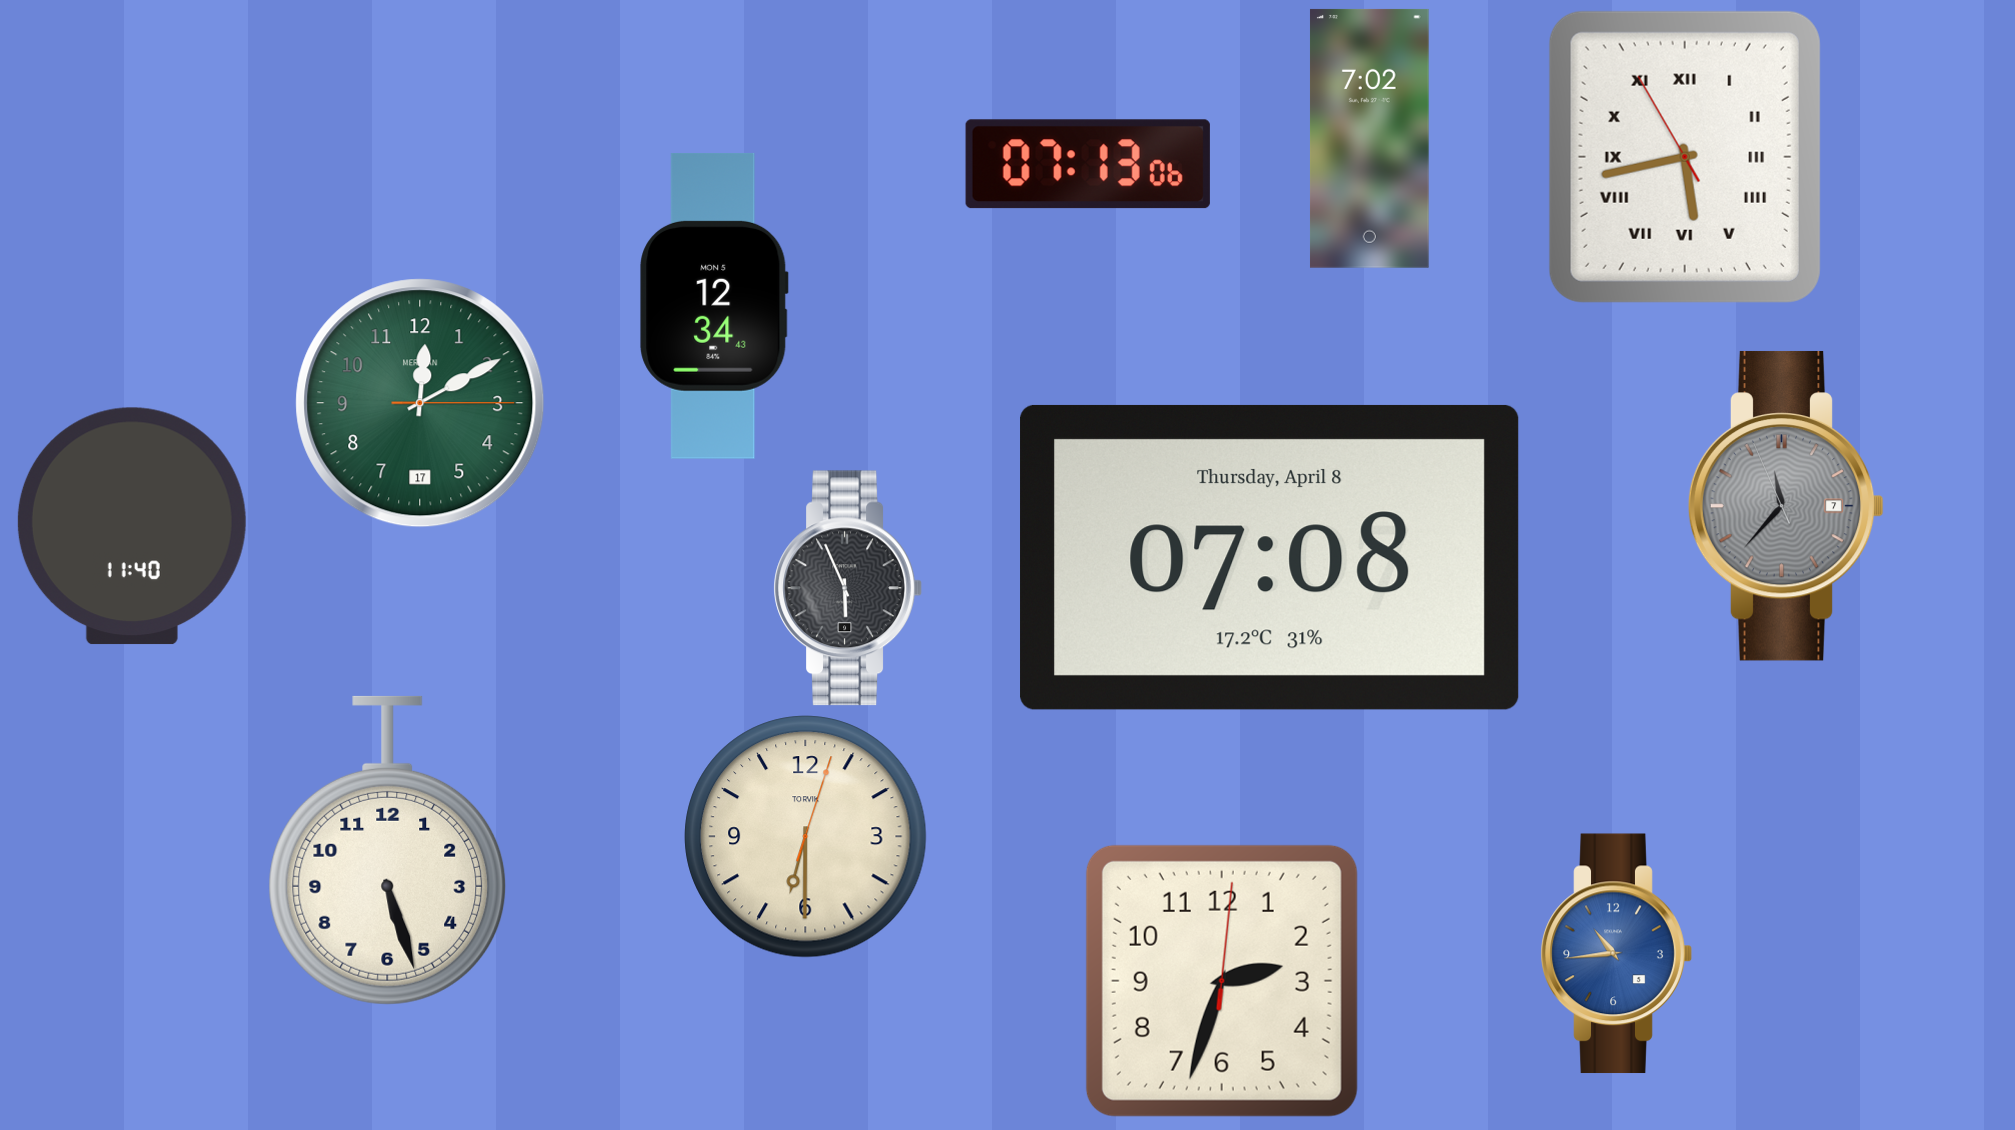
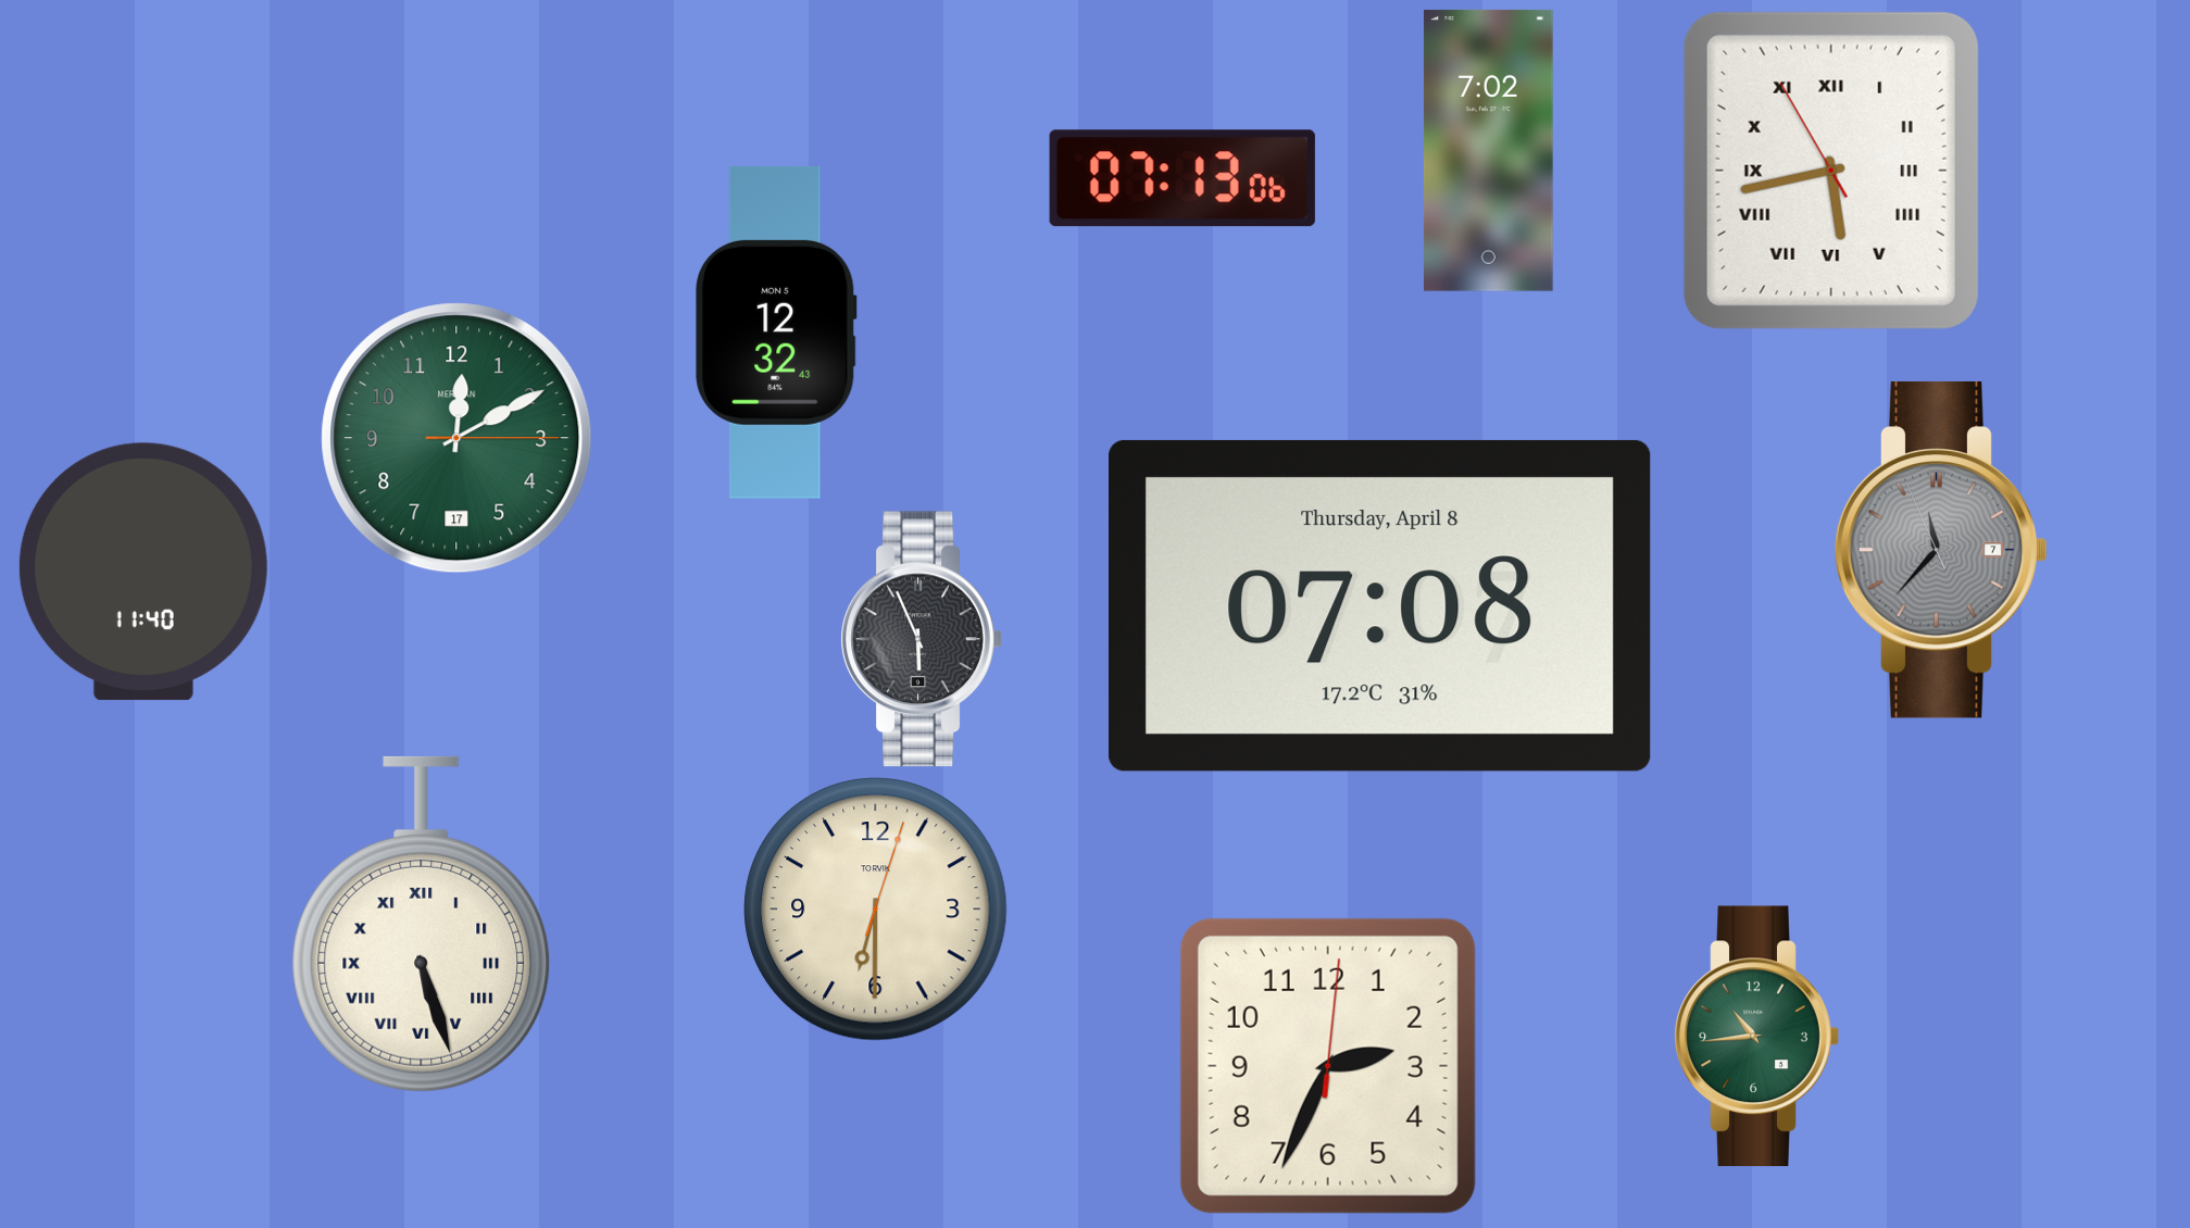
clock at (714, 306): 12:34 -> 12:32
clock at (388, 850) numerals: Arabic -> Roman
clock at (1616, 954) dial: blue -> green
clock at (1222, 981): 2:33 -> 2:34
